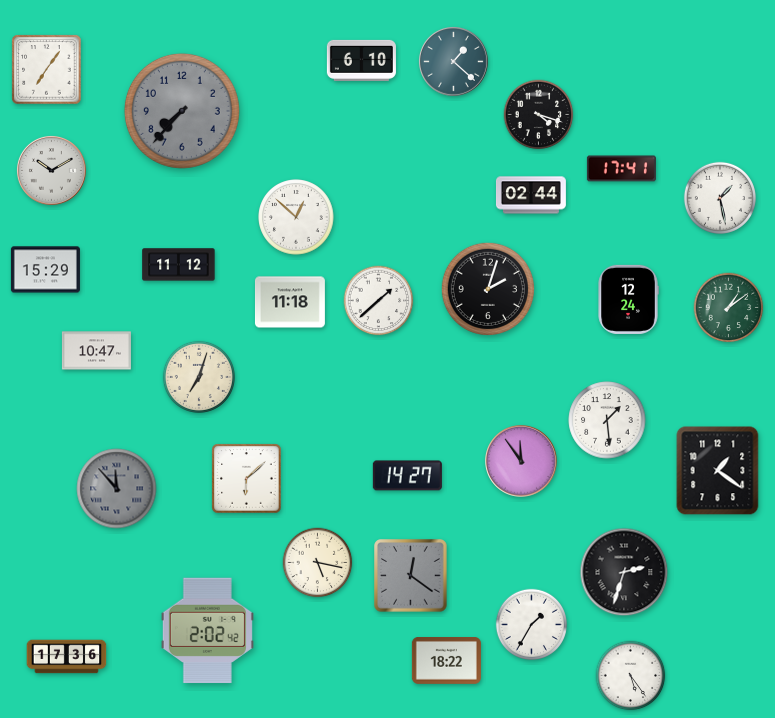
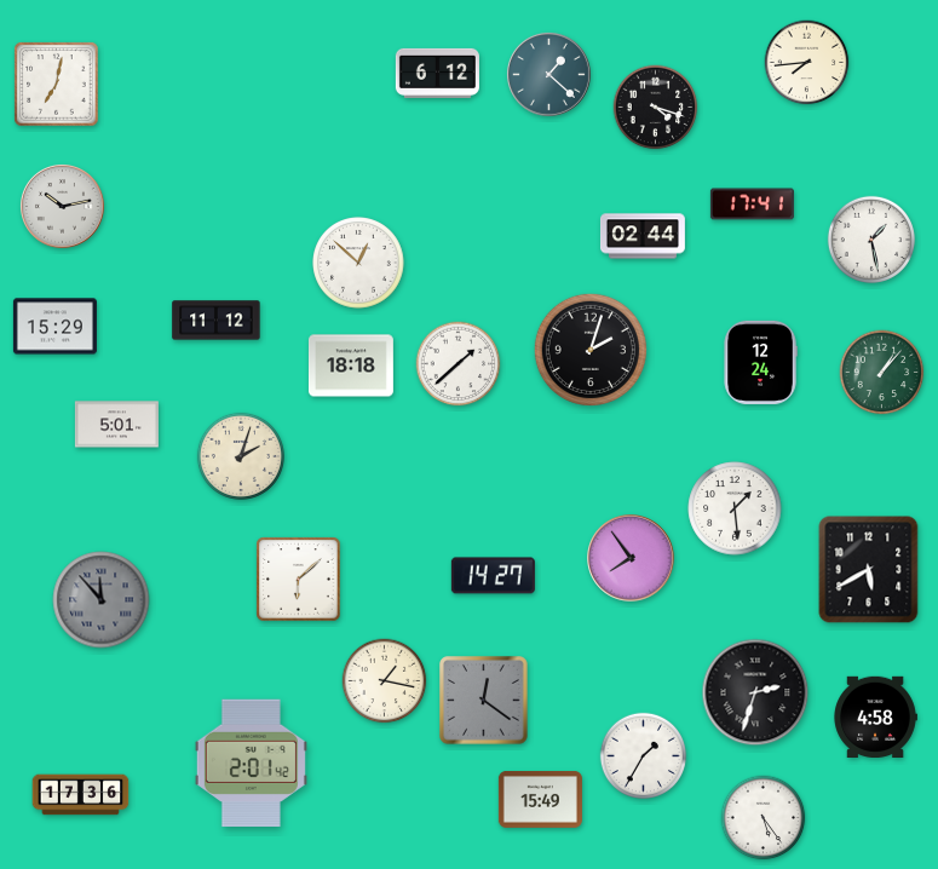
clock at (807, 63): none -> 7:44
clock at (361, 60): 6:10 -> 6:12
clock at (47, 70): 7:06 -> 7:02
clock at (182, 111): 7:37 -> none
clock at (539, 115) position: (539, 115) -> (656, 108)
clock at (51, 170): 10:10 -> 10:13
clock at (290, 302): 11:18 -> 18:18
clock at (729, 308): 1:09 -> 1:07
clock at (96, 351): 10:47 -> 5:01
clock at (199, 377): 7:03 -> 2:03
clock at (521, 461): 11:54 -> 7:54
clock at (718, 471): 1:21 -> 5:40
clock at (117, 489) position: (117, 489) -> (102, 600)
clock at (318, 563): 5:17 -> 1:17
clock at (411, 576) position: (411, 576) -> (484, 701)
clock at (875, 717): none -> 4:58
clock at (207, 631): 2:02 -> 2:01
clock at (446, 661): 18:22 -> 15:49
